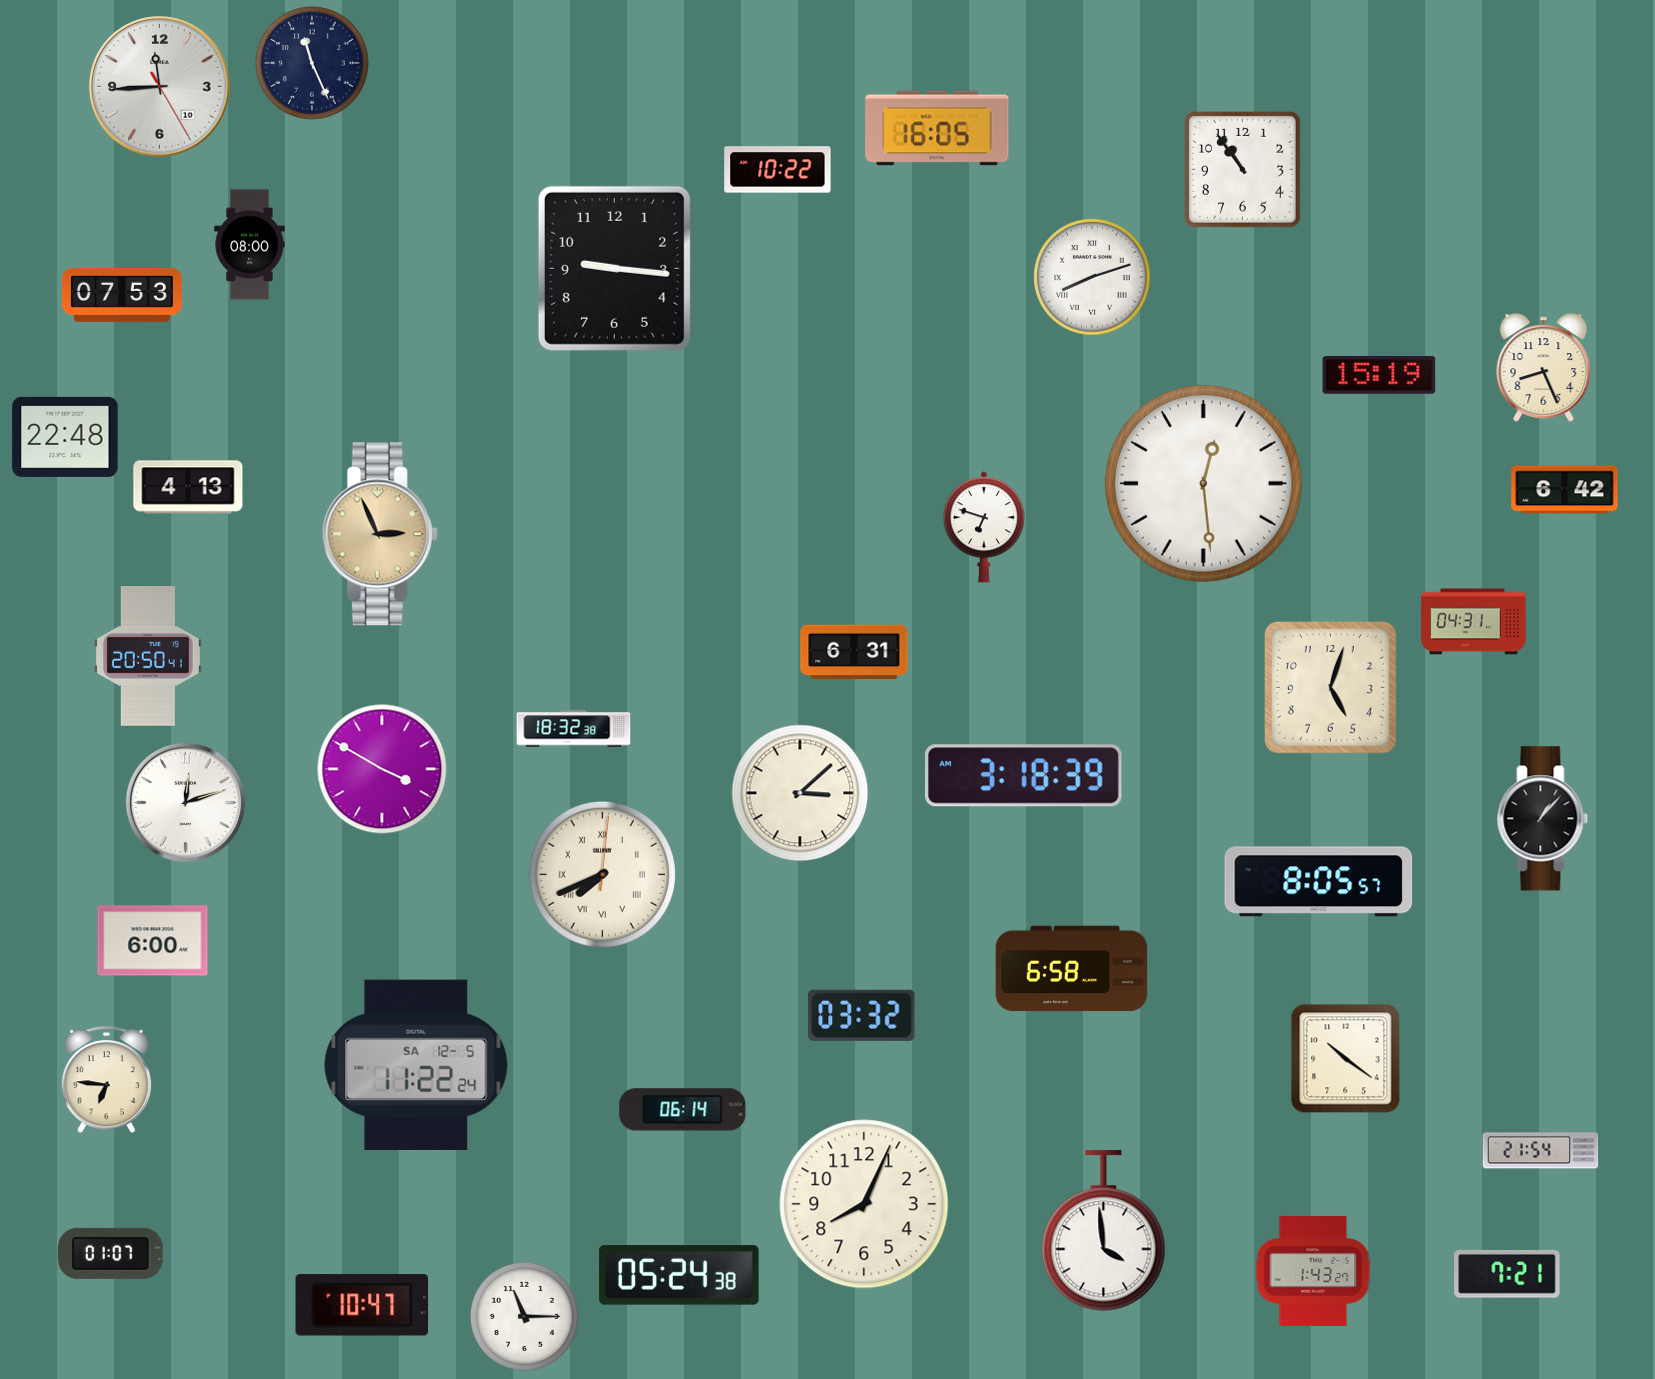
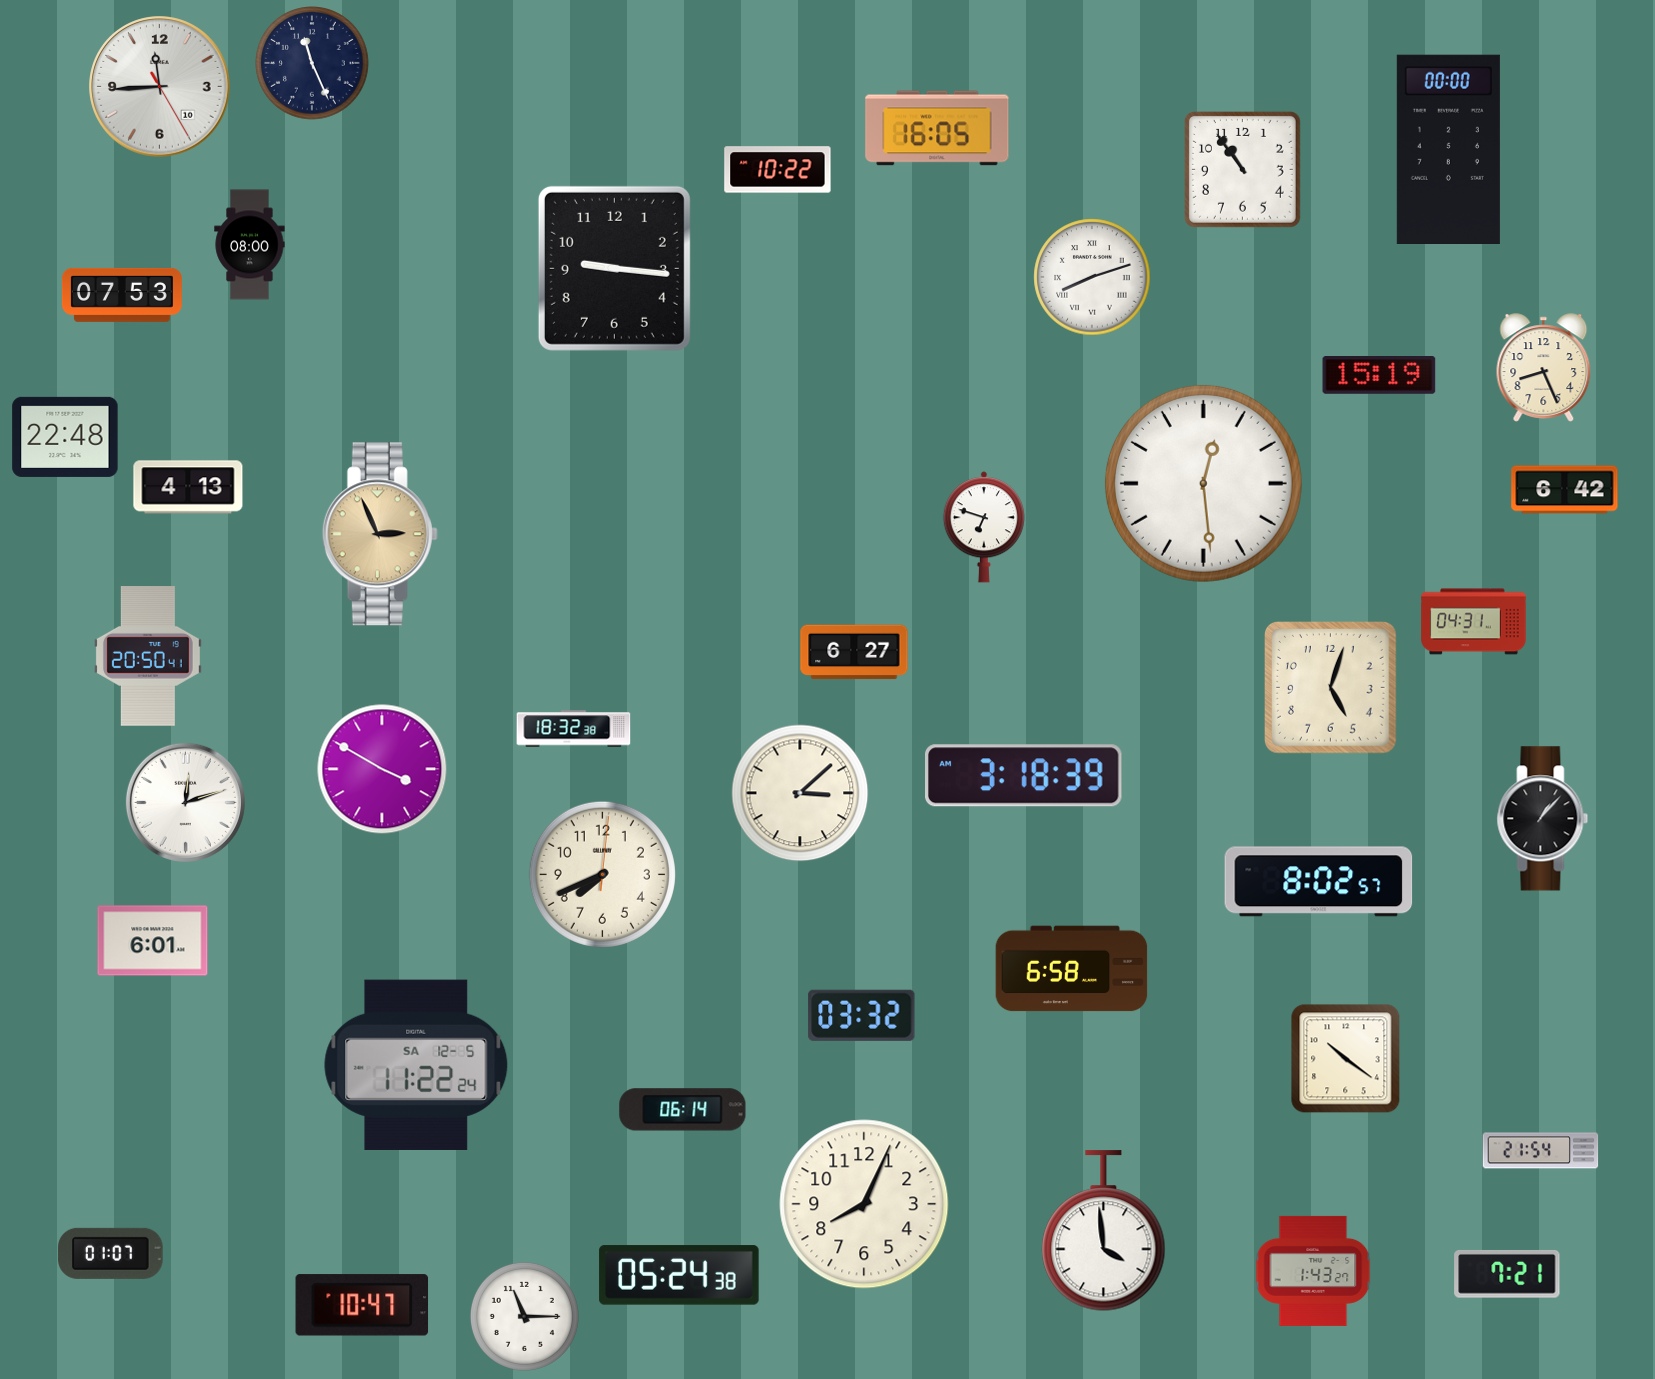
clock at (1448, 149): none -> 00:00
clock at (854, 652): 6:31 -> 6:27
clock at (602, 874) numerals: Roman -> Arabic
clock at (1319, 882): 8:05 -> 8:02
clock at (153, 941): 6:00 -> 6:01
clock at (107, 1080): 6:46 -> none
